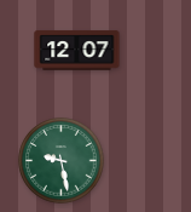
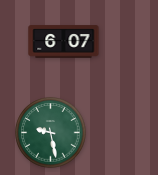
clock at (77, 51): 12:07 -> 6:07
